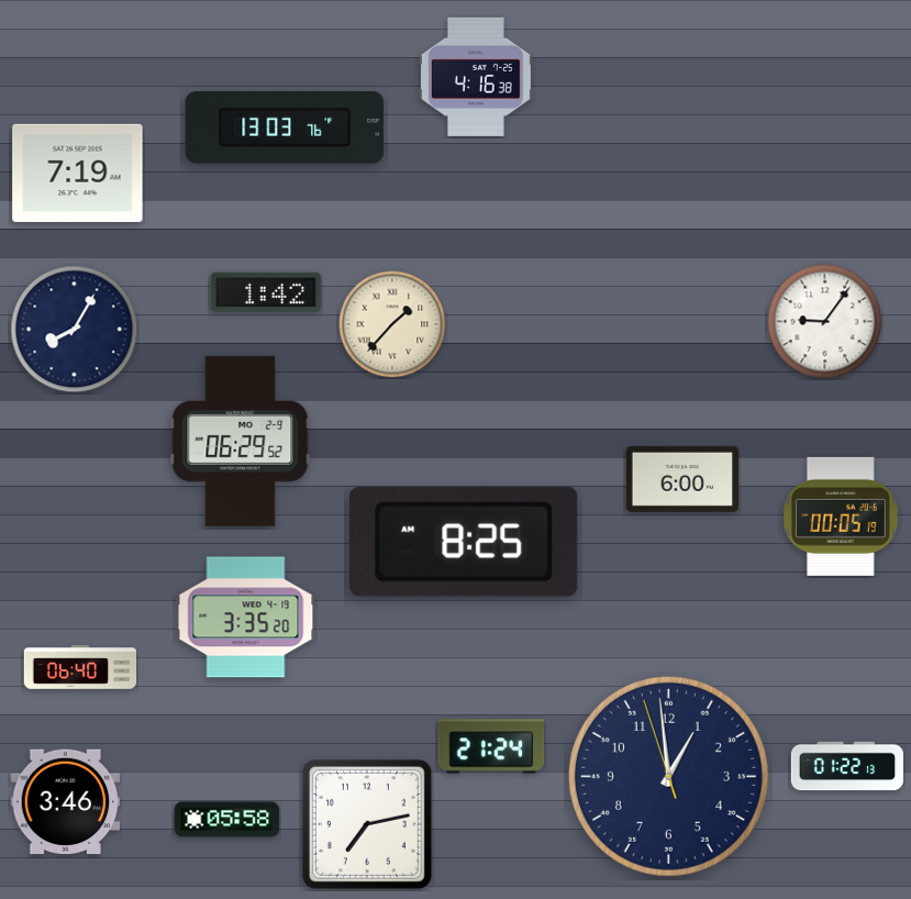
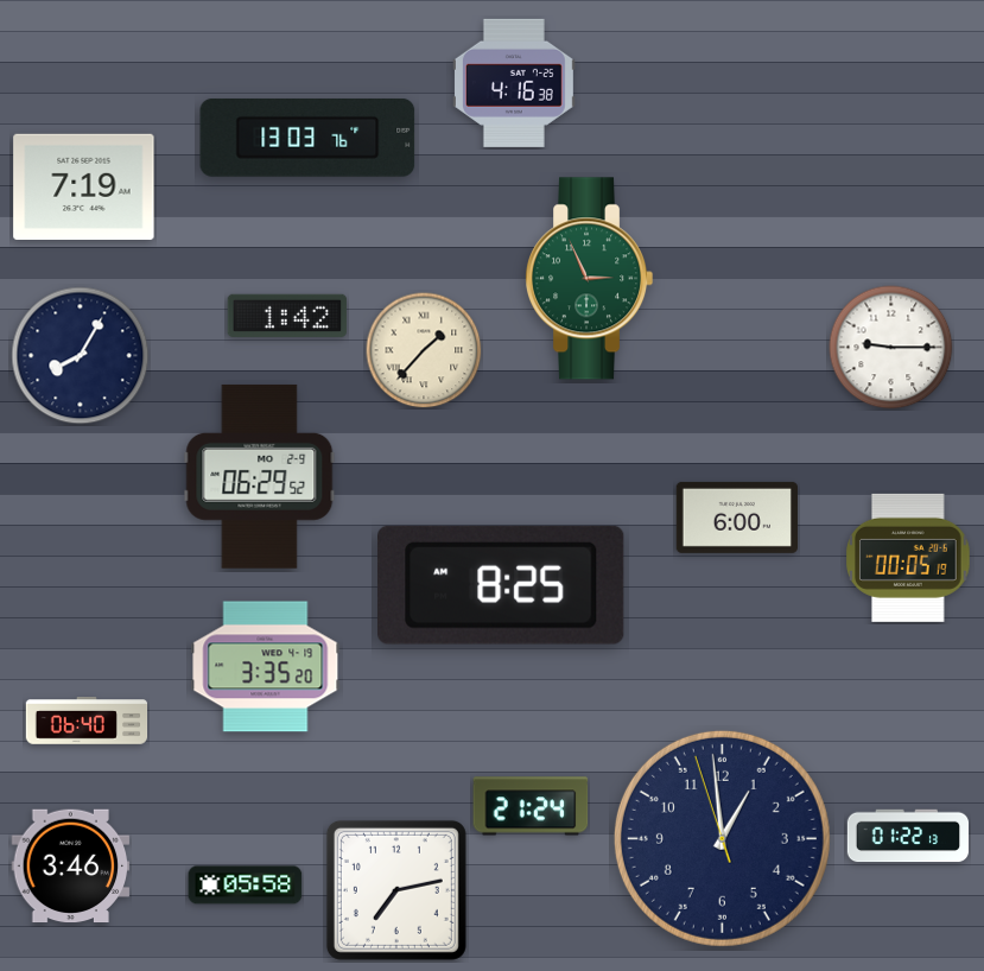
clock at (590, 279): none -> 2:56
clock at (825, 322): 9:06 -> 9:15
clock at (847, 766) position: (847, 766) -> (908, 836)
